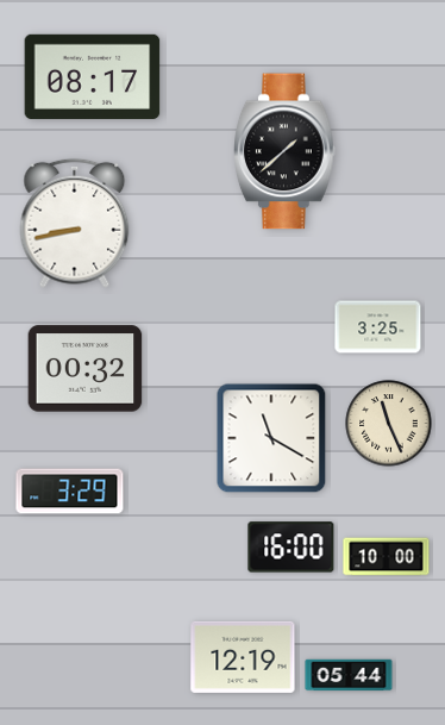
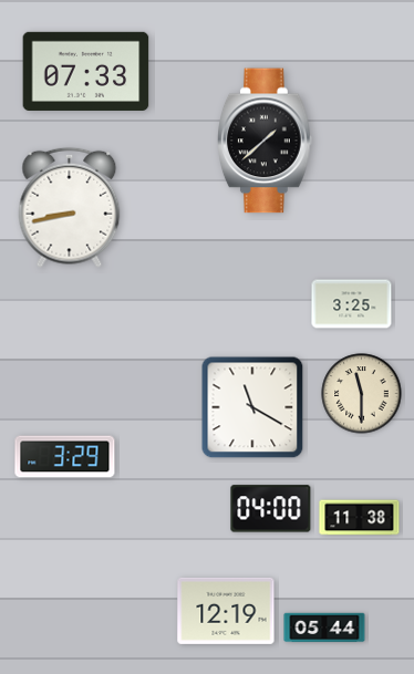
clock at (93, 76): 08:17 -> 07:33
clock at (86, 369): 00:32 -> none
clock at (389, 424): 11:26 -> 11:30
clock at (292, 548): 16:00 -> 04:00
clock at (387, 557): 10:00 -> 11:38
